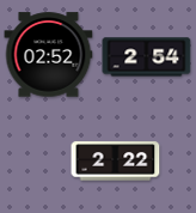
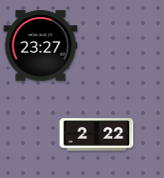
clock at (49, 55): 02:52 -> 23:27
clock at (147, 57): 2:54 -> none
